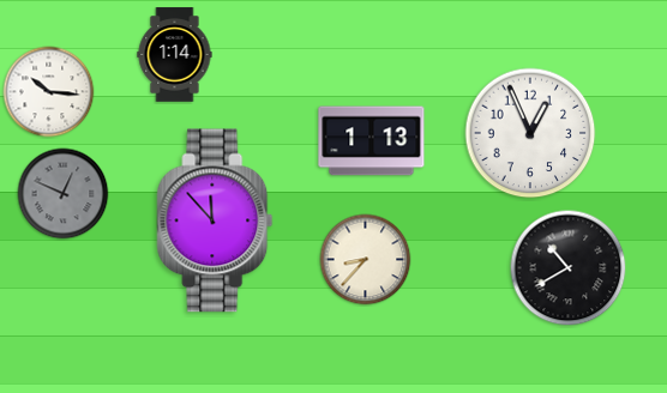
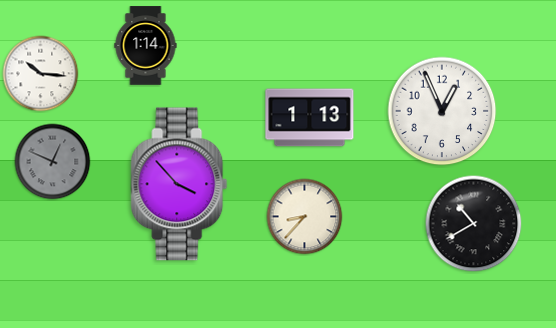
clock at (49, 92) position: (49, 92) -> (41, 74)
clock at (215, 220): 11:53 -> 3:53
